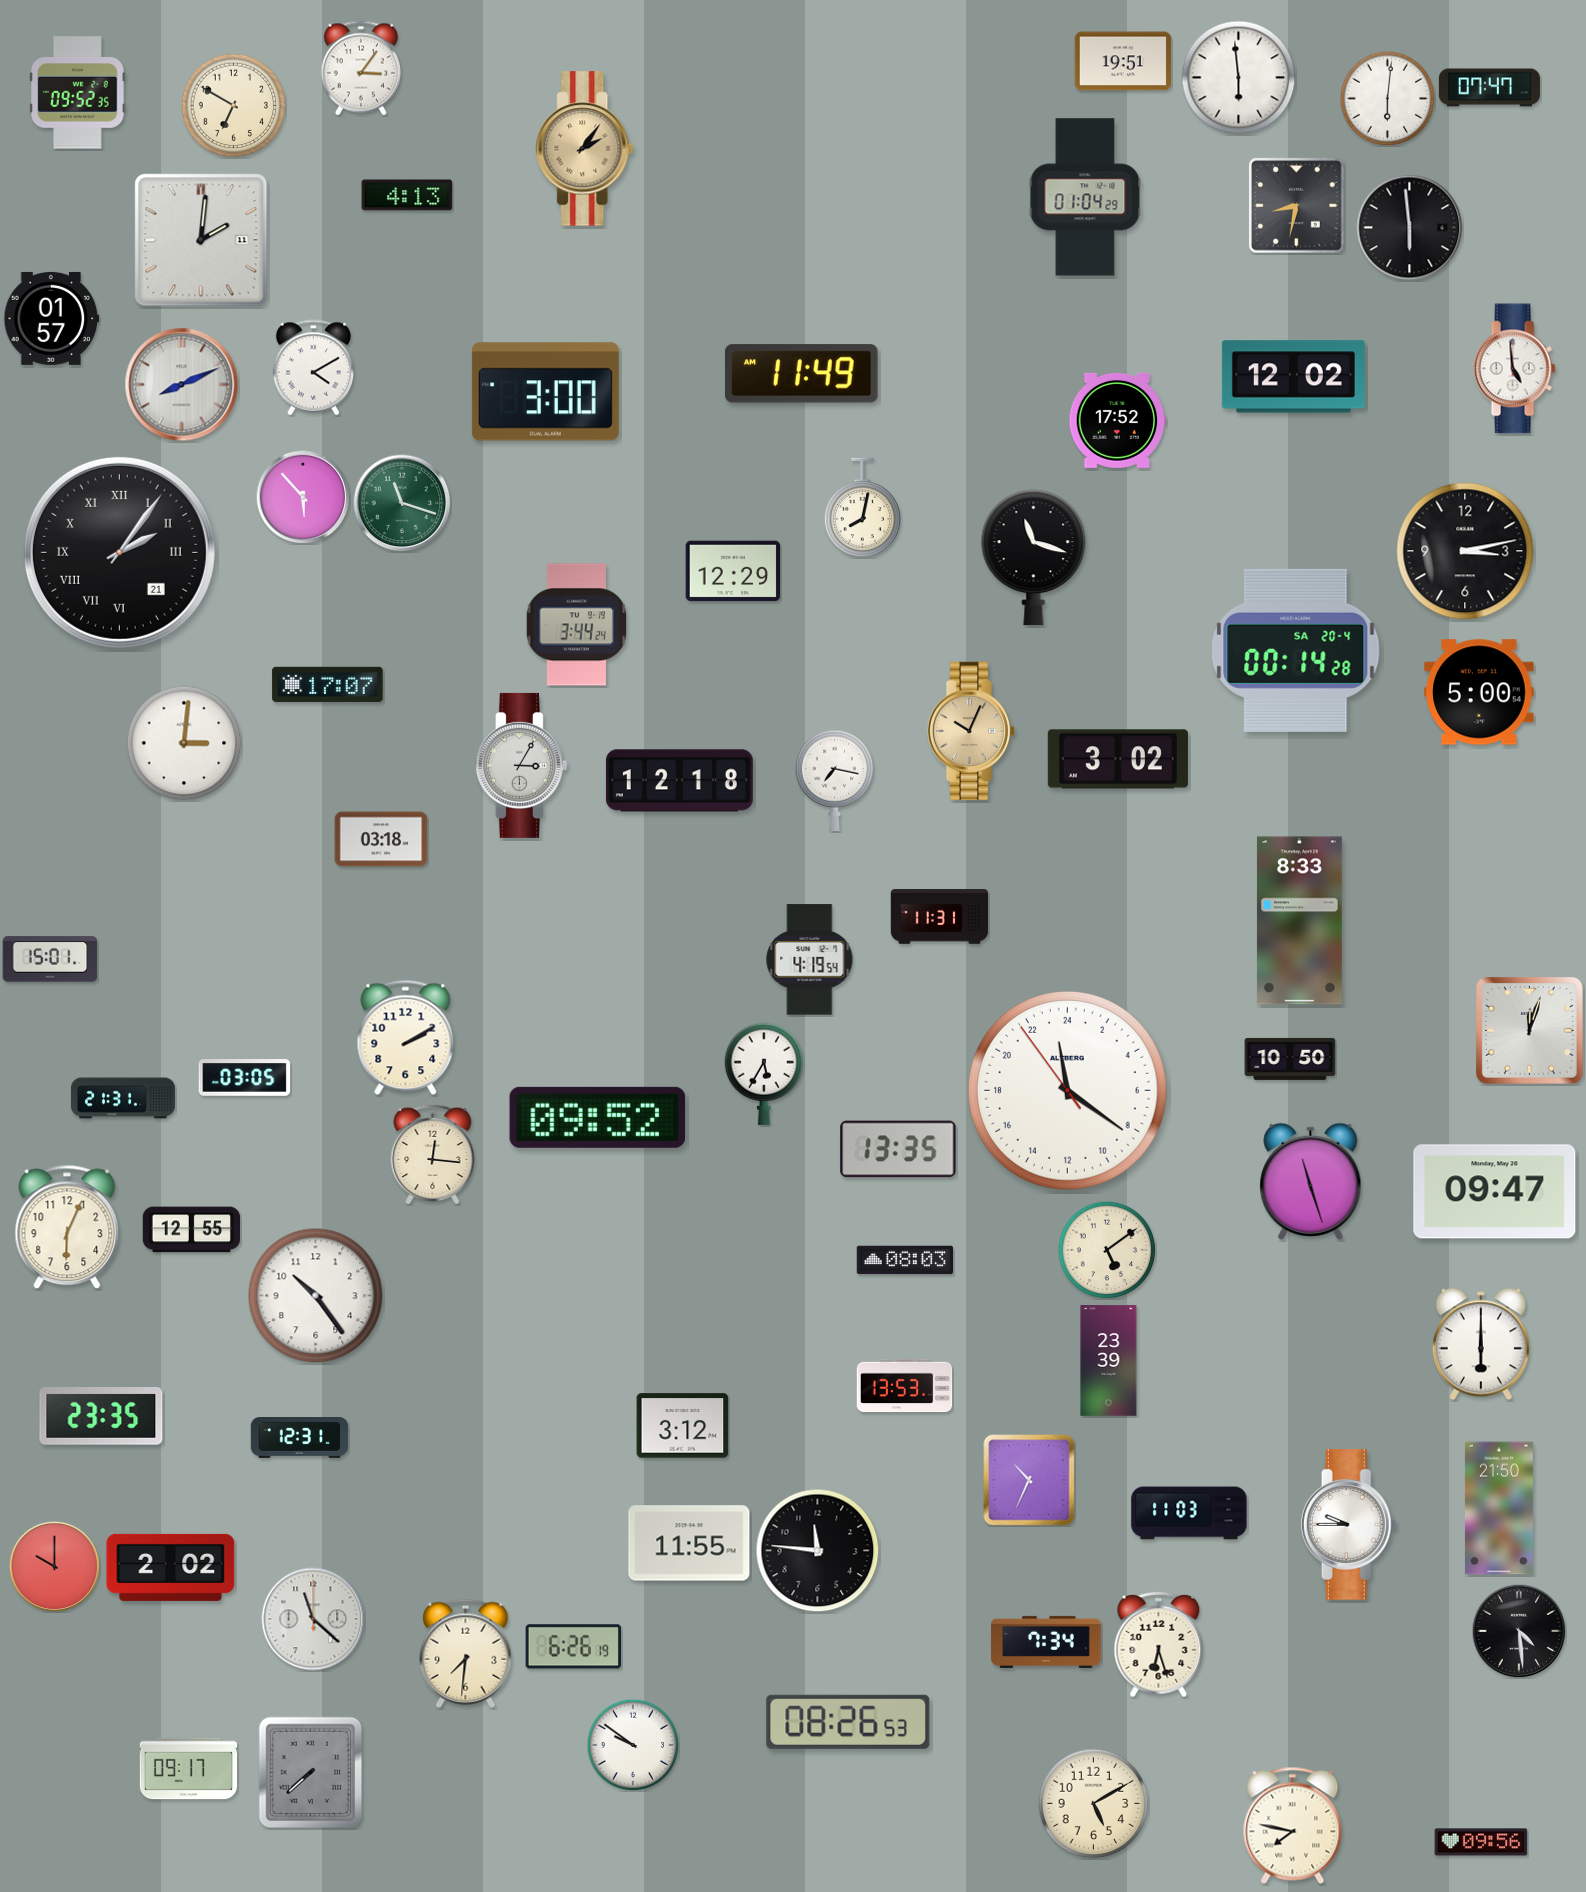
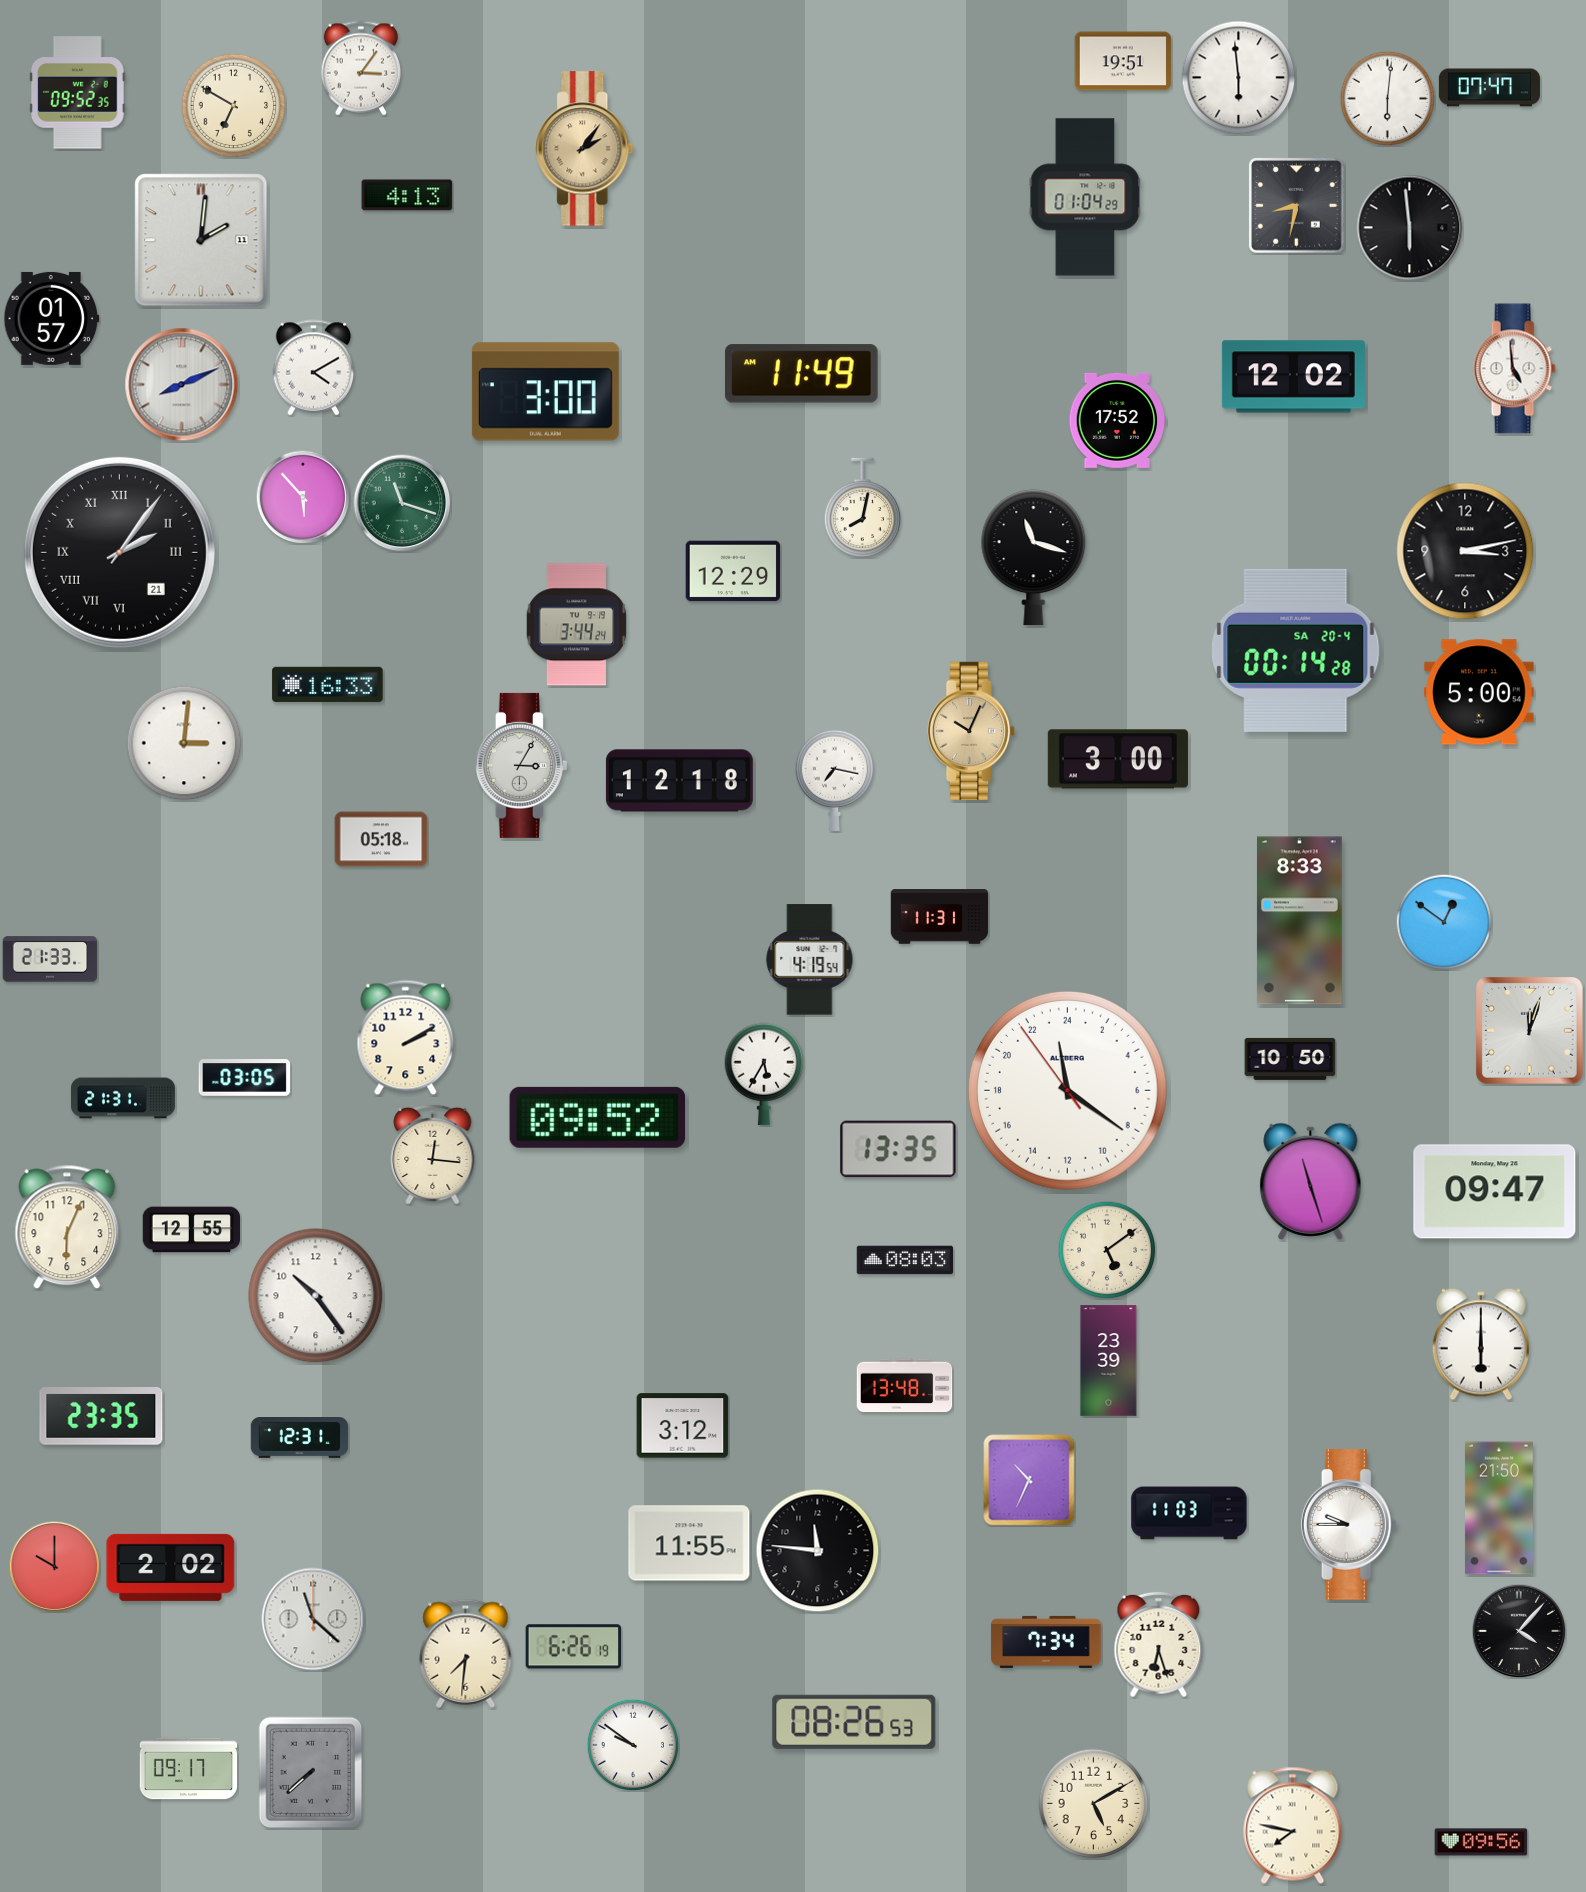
clock at (328, 684): 17:07 -> 16:33
clock at (1118, 759): 3:02 -> 3:00
clock at (381, 839): 03:18 -> 05:18
clock at (1444, 922): none -> 12:51
clock at (50, 959): 15:01 -> 21:33
clock at (905, 1386): 13:53 -> 13:48
clock at (1519, 1631): 4:29 -> 4:07
clock at (848, 1722) position: (848, 1722) -> (854, 1722)
